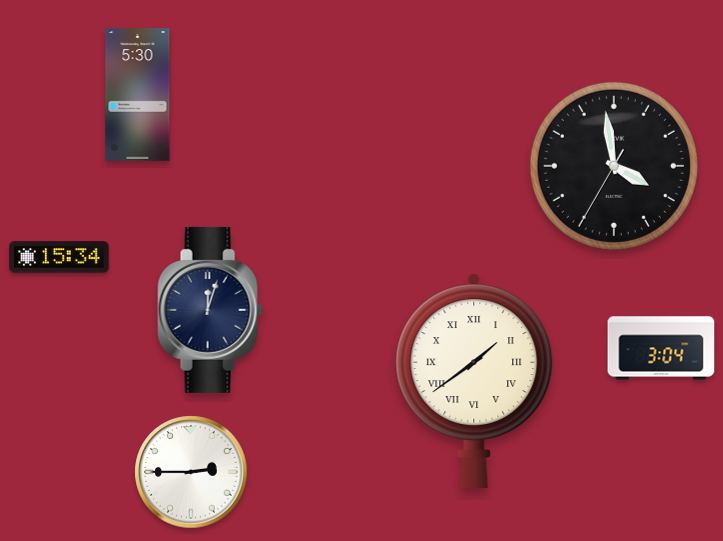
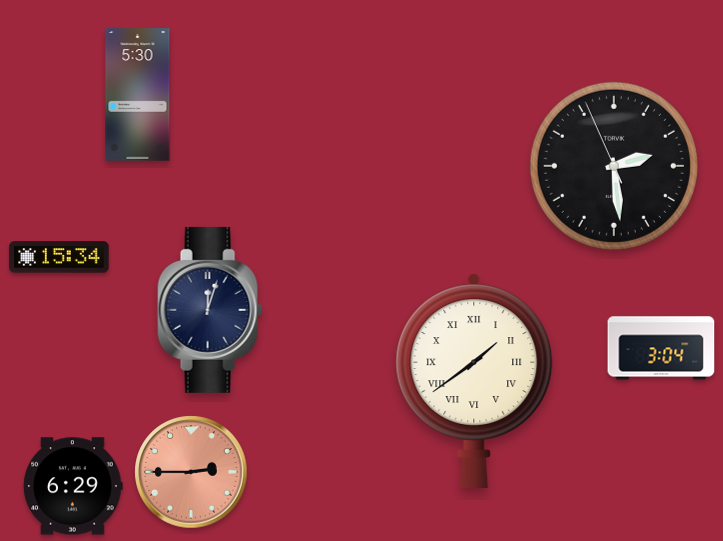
clock at (614, 166): 3:58 -> 2:28
clock at (191, 472) dial: white -> salmon
clock at (73, 486): none -> 6:29
